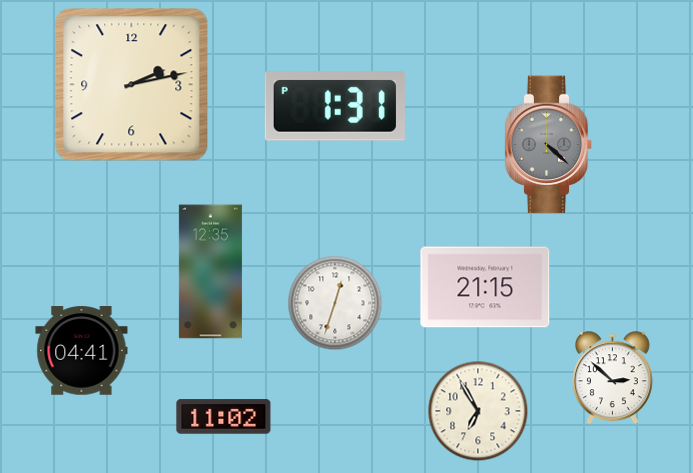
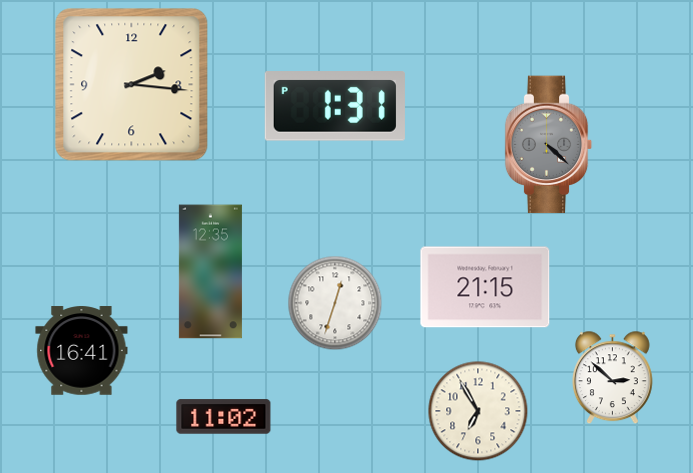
clock at (132, 85): 2:13 -> 2:16
clock at (82, 351): 04:41 -> 16:41
